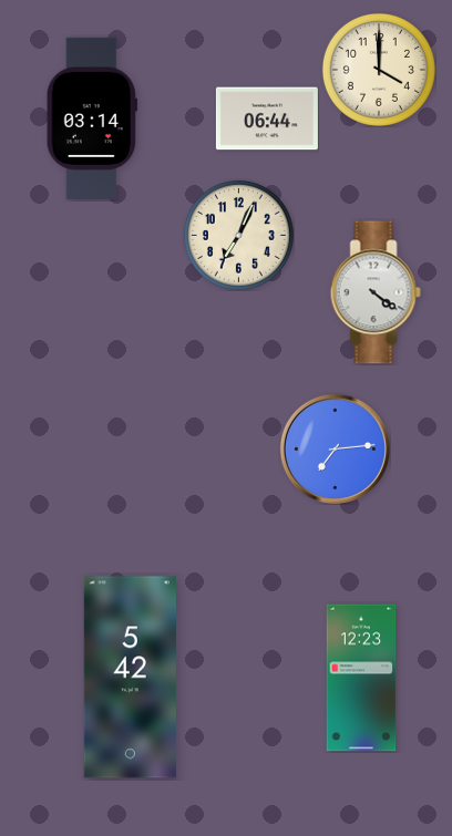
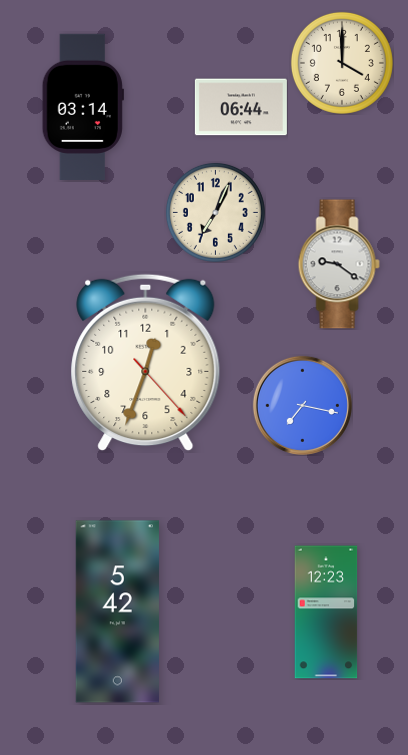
clock at (376, 292): 4:21 -> 9:21
clock at (146, 363): none -> 12:33
clock at (335, 448): 7:14 -> 7:17
